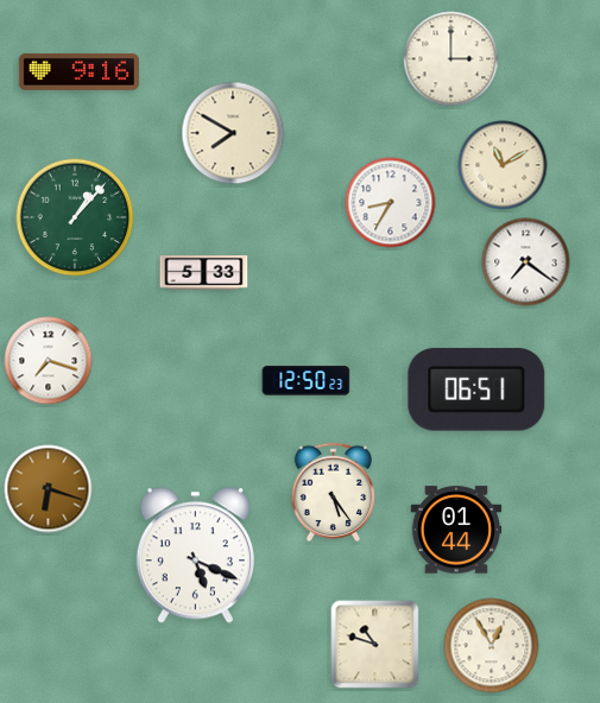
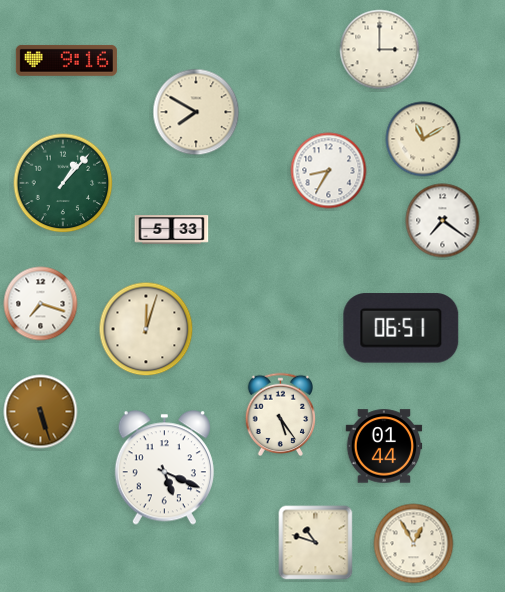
clock at (307, 381): 12:50 -> none
clock at (146, 329): none -> 12:03
clock at (49, 489): 6:18 -> 5:27
